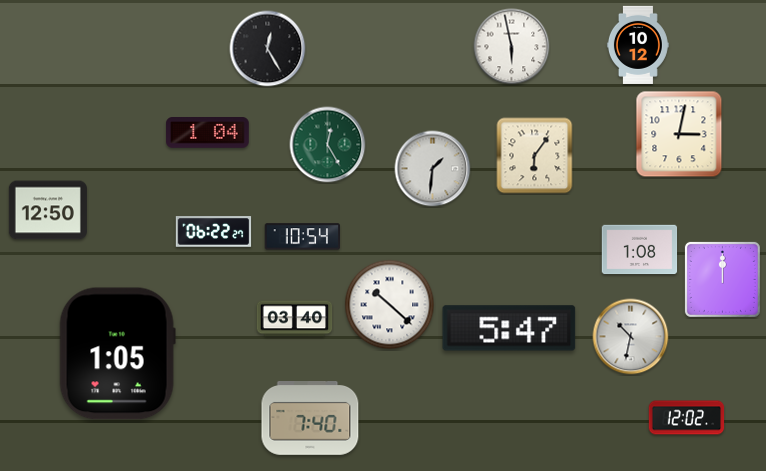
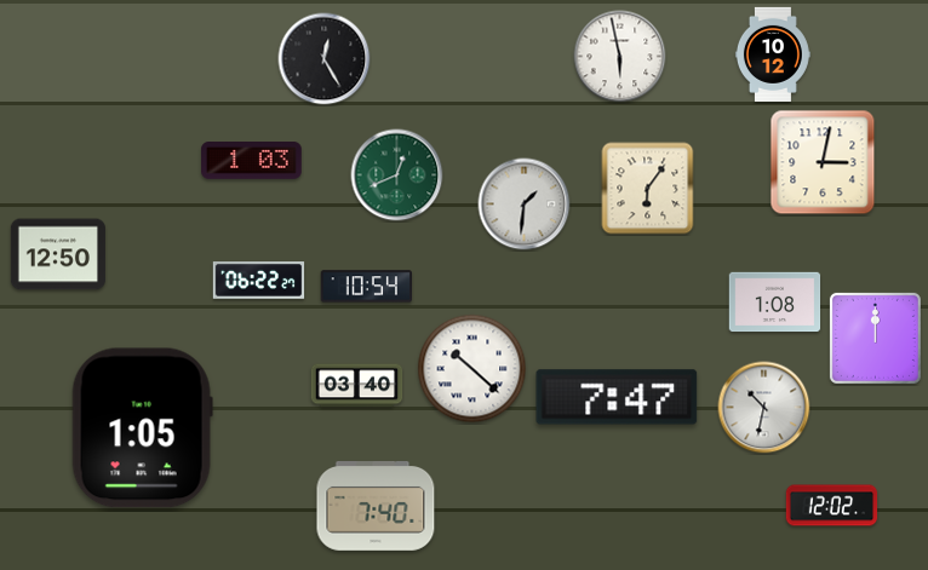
clock at (208, 133): 1:04 -> 1:03
clock at (328, 145): 12:25 -> 12:41
clock at (509, 328): 5:47 -> 7:47
